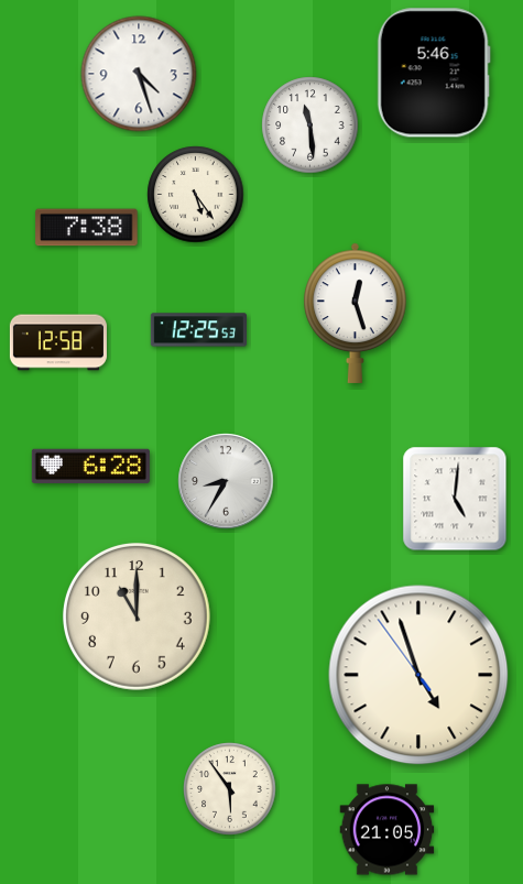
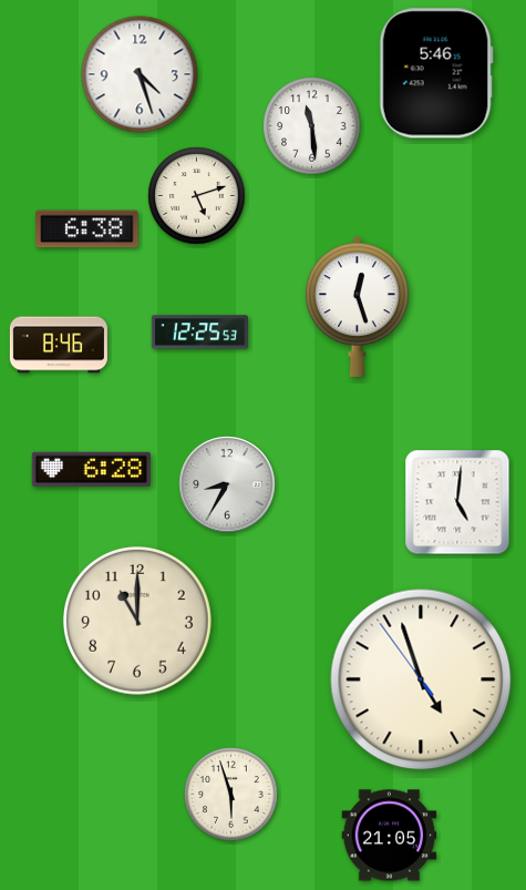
clock at (196, 195): 5:24 -> 5:12
clock at (87, 228): 7:38 -> 6:38
clock at (356, 313) position: (356, 313) -> (358, 306)
clock at (58, 342): 12:58 -> 8:46
clock at (230, 789): 5:54 -> 5:57
